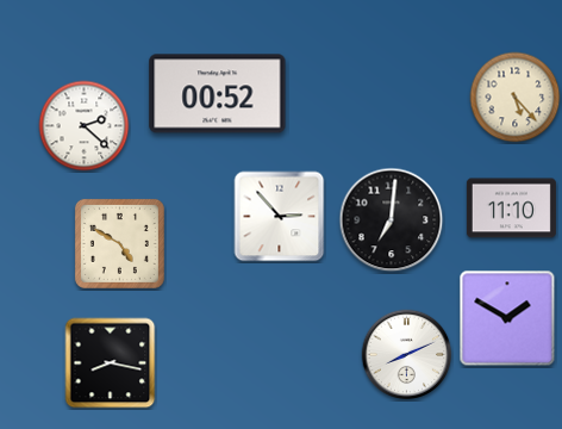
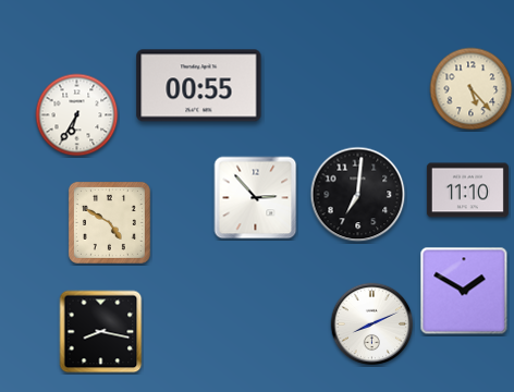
clock at (218, 94): 00:52 -> 00:55
clock at (85, 126): 2:22 -> 6:35
clock at (392, 220) position: (392, 220) -> (358, 195)
